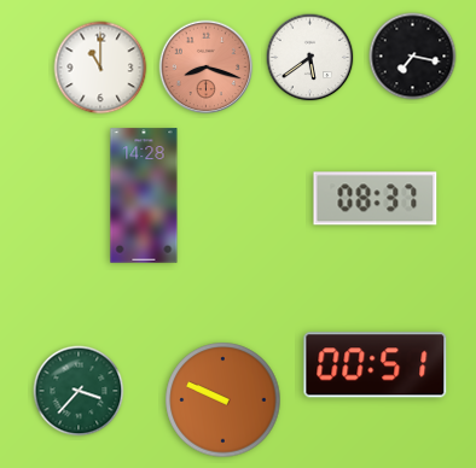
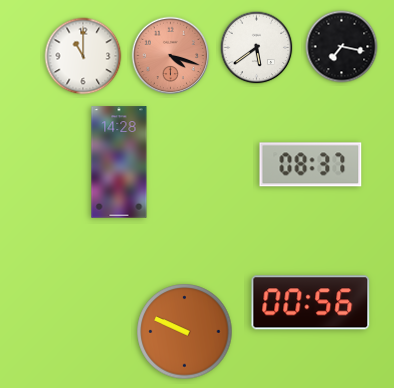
clock at (207, 68): 8:18 -> 4:18
clock at (376, 365): 00:51 -> 00:56
clock at (79, 391): 3:37 -> none
